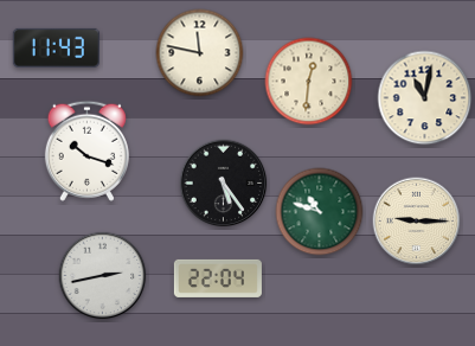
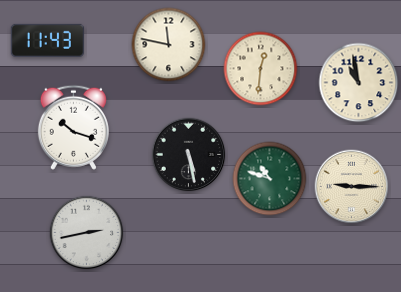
clock at (425, 98): 11:02 -> 10:58
clock at (224, 184): 5:24 -> 5:28
clock at (218, 278): 22:04 -> none
